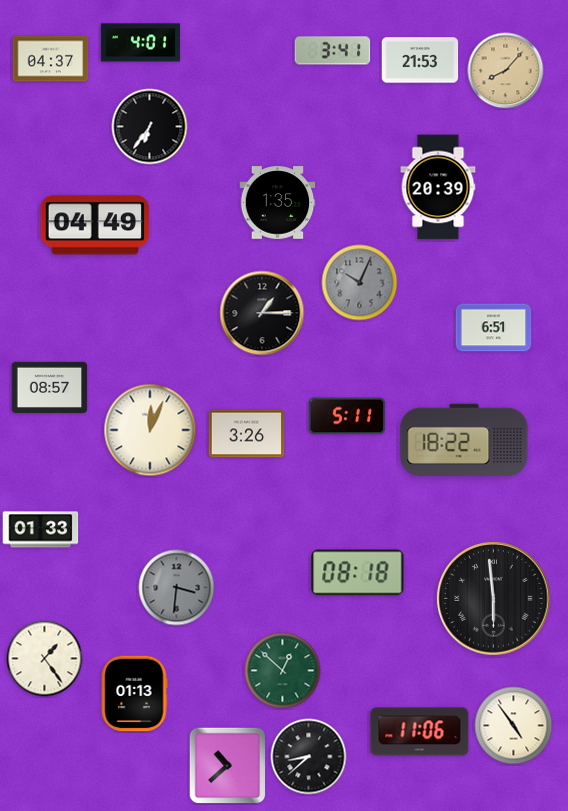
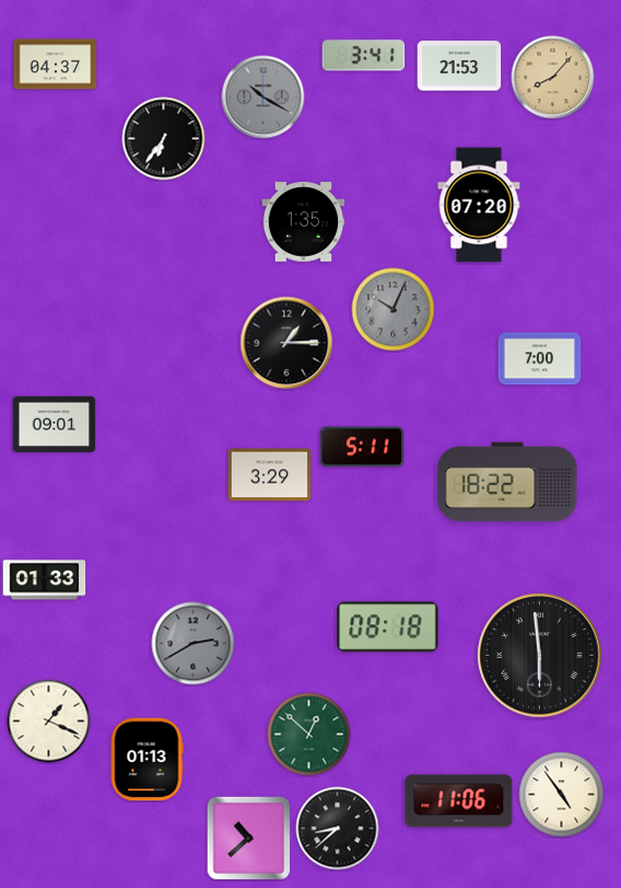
clock at (140, 43): 4:01 -> none
clock at (263, 97): none -> 10:20
clock at (438, 187): 20:39 -> 07:20
clock at (95, 225): 04:49 -> none
clock at (494, 328): 6:51 -> 7:00
clock at (50, 388): 08:57 -> 09:01
clock at (347, 416) position: (347, 416) -> (362, 447)
clock at (150, 430): 12:04 -> none
clock at (247, 434): 3:26 -> 3:29
clock at (358, 573) position: (358, 573) -> (388, 627)
clock at (177, 588): 3:31 -> 2:40
clock at (45, 659): 1:24 -> 1:19
